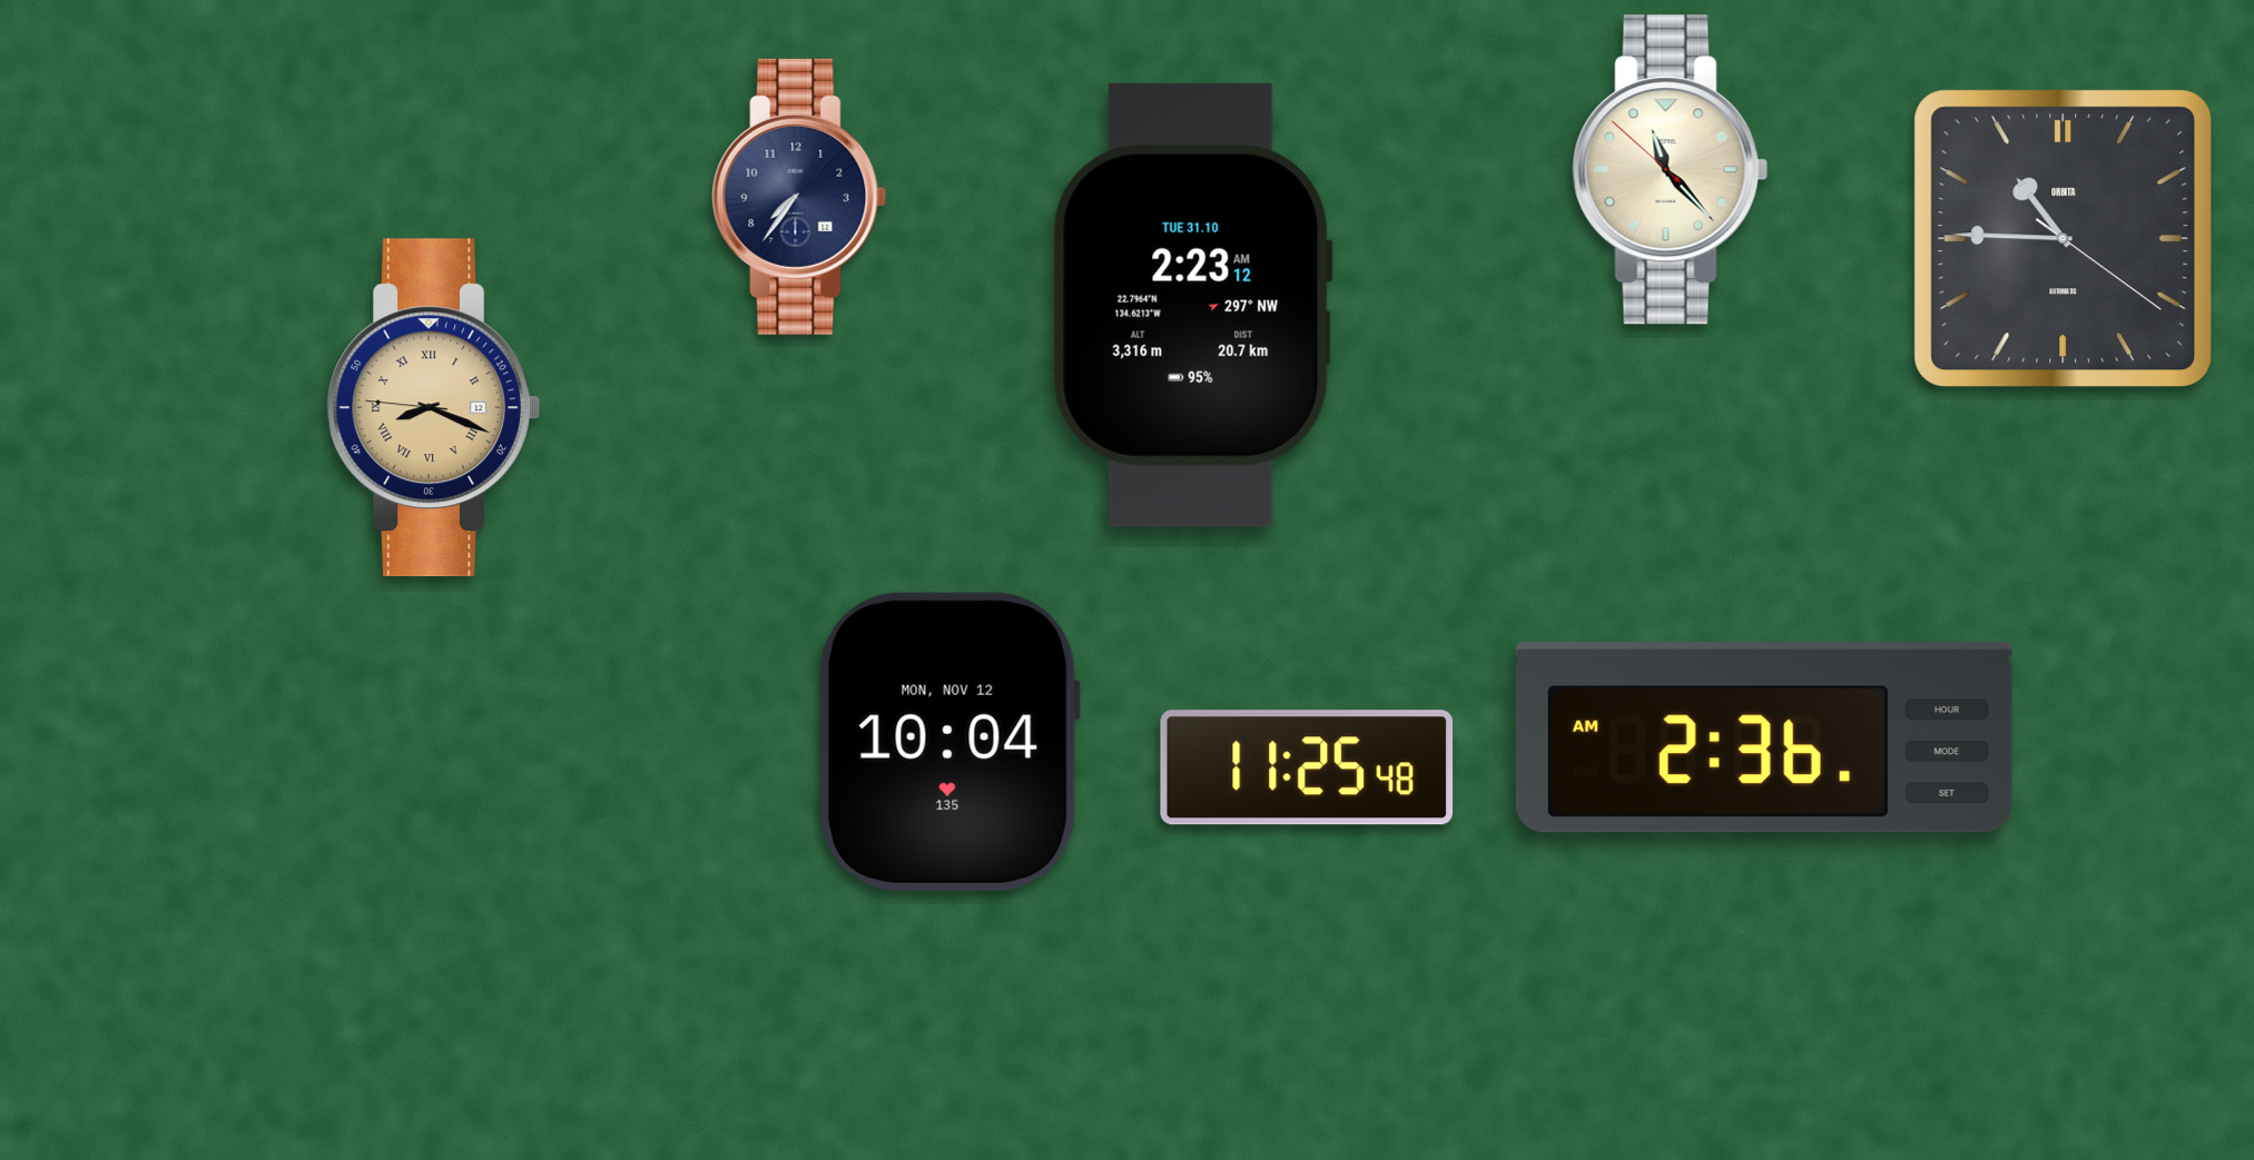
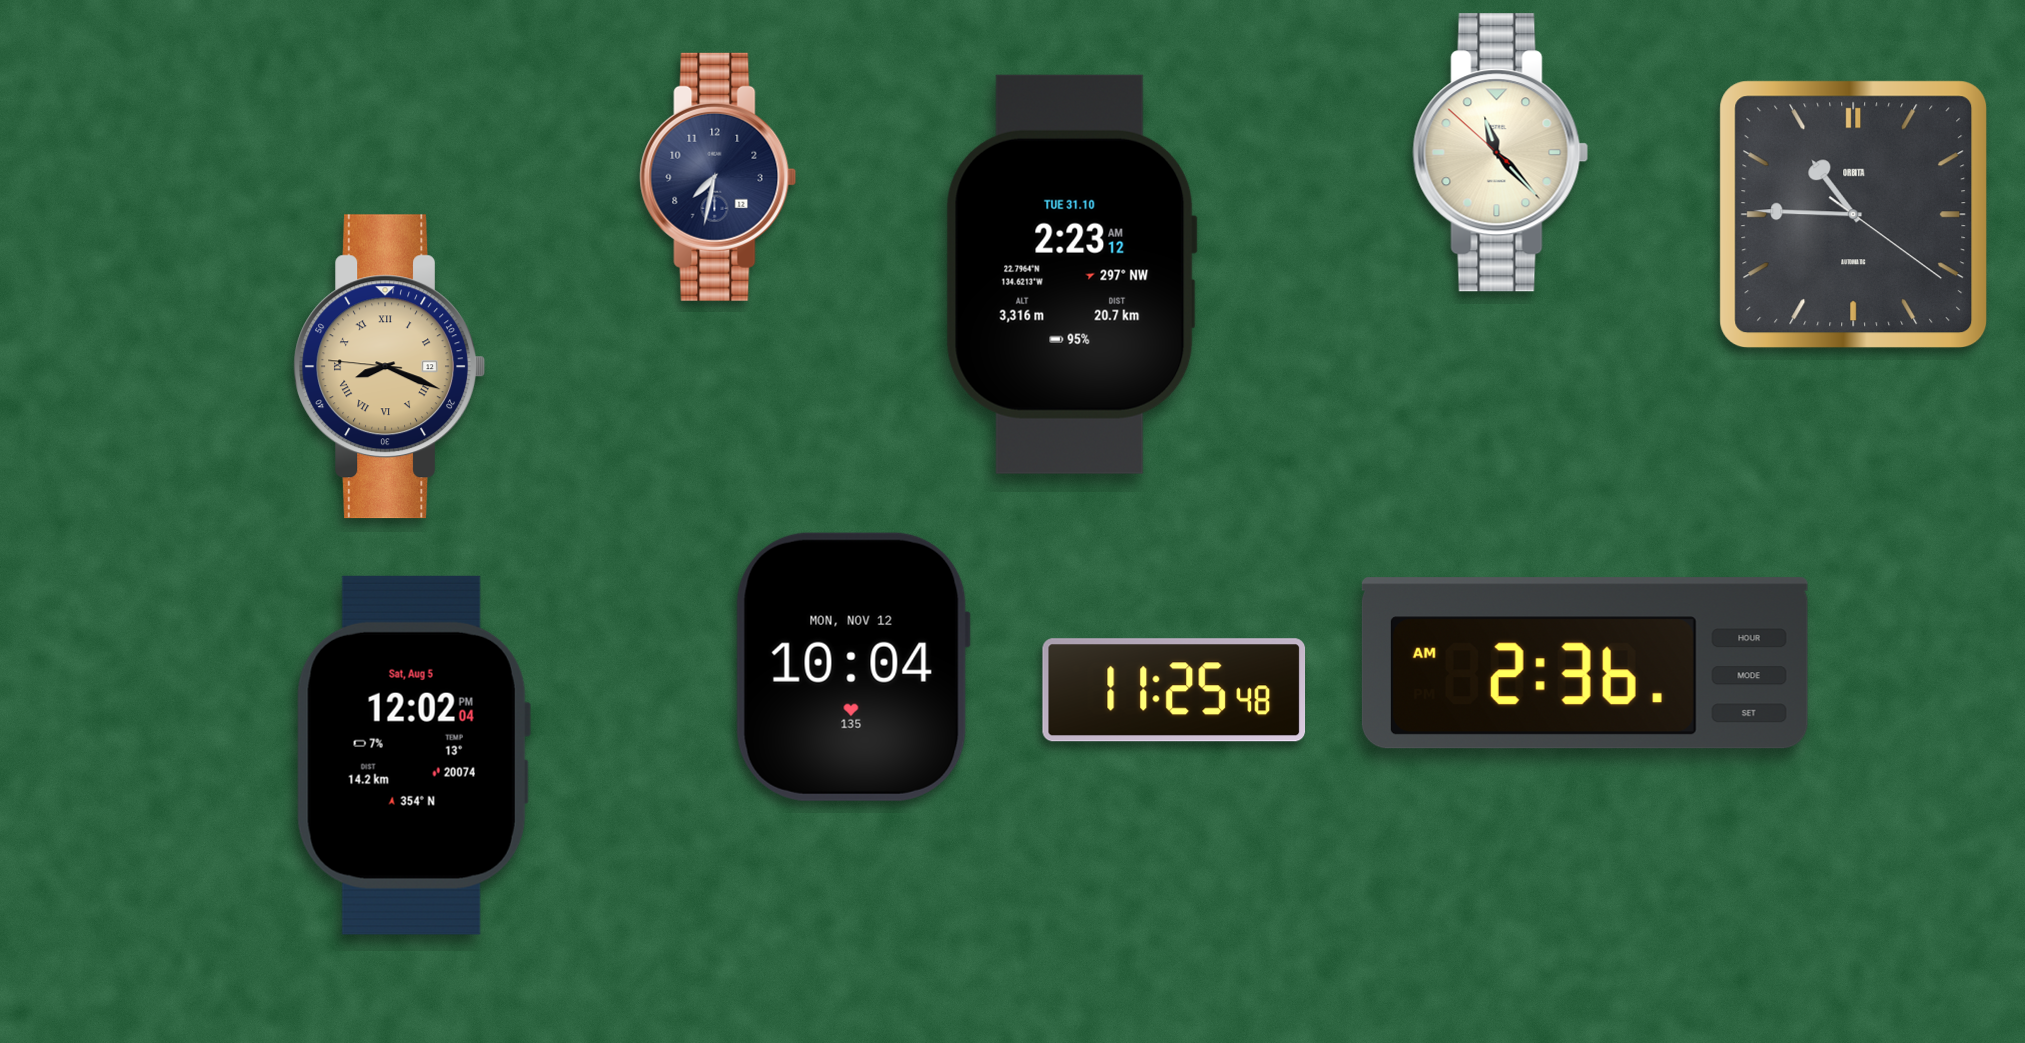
clock at (799, 197): 7:36 -> 7:32
clock at (413, 755): none -> 12:02
